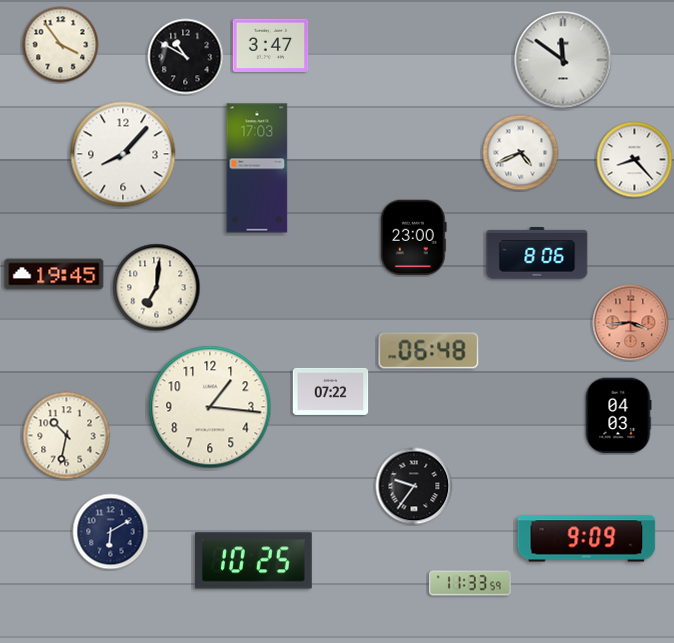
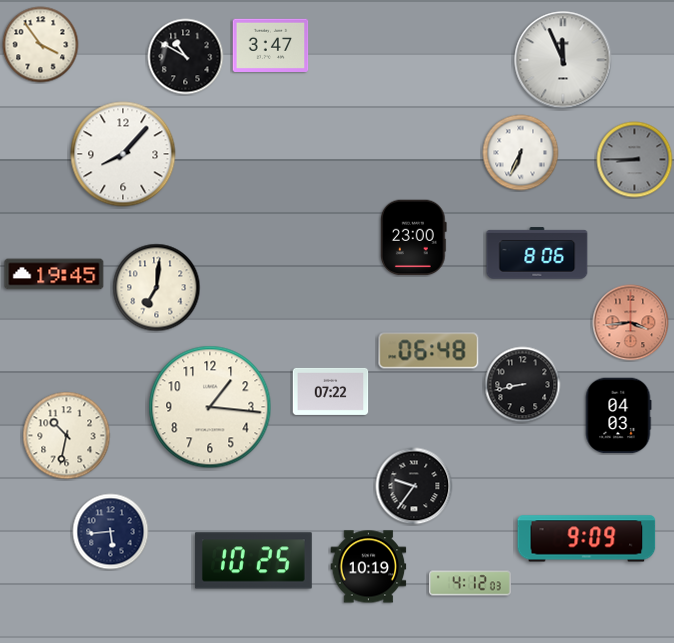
clock at (61, 45) position: (61, 45) -> (41, 45)
clock at (563, 60): 11:51 -> 11:56
clock at (521, 153): 4:41 -> 6:34
clock at (635, 160): 8:23 -> 8:45
clock at (635, 160) dial: white -> grey
clock at (257, 168): 17:03 -> none
clock at (523, 385): none -> 8:43
clock at (111, 532): 6:10 -> 5:44
clock at (369, 567): none -> 10:19
clock at (470, 583): 11:33 -> 4:12
